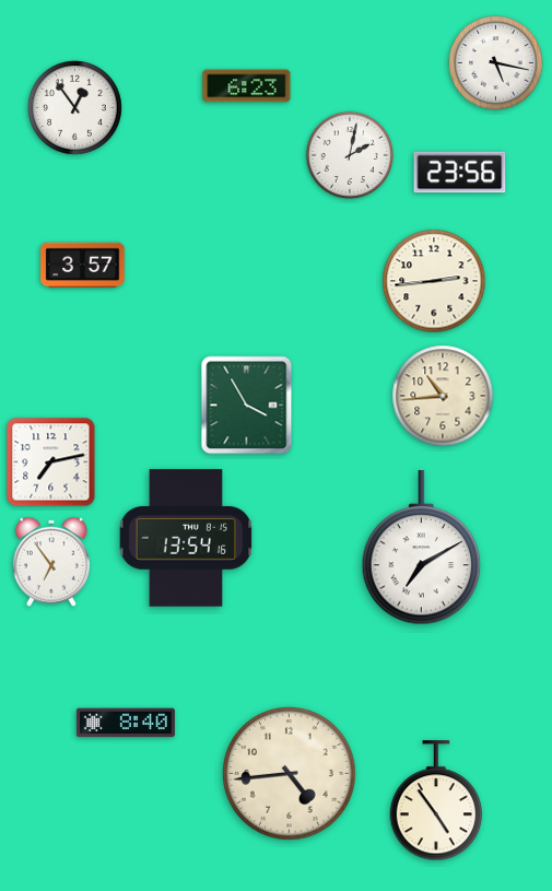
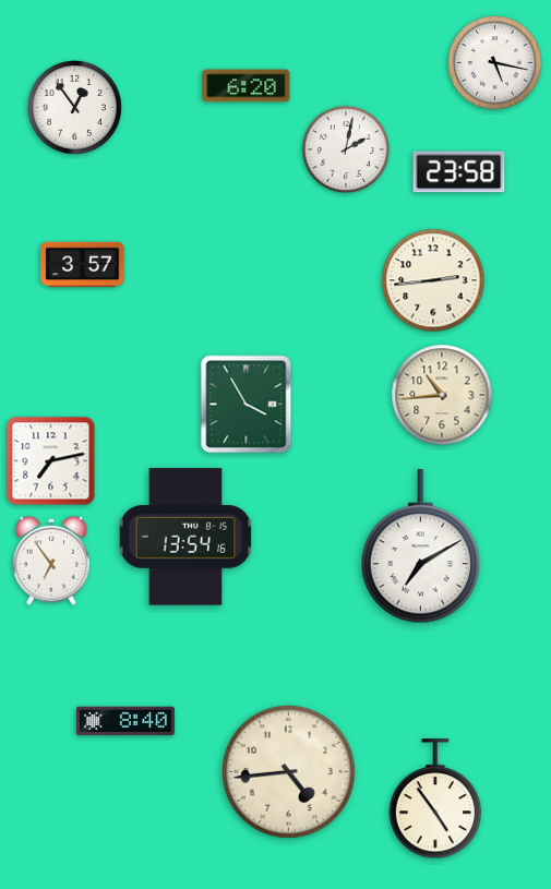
clock at (247, 86): 6:23 -> 6:20
clock at (349, 154) position: (349, 154) -> (345, 148)
clock at (460, 173): 23:56 -> 23:58
